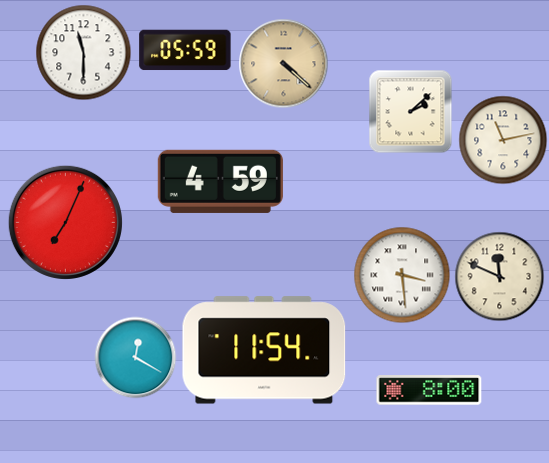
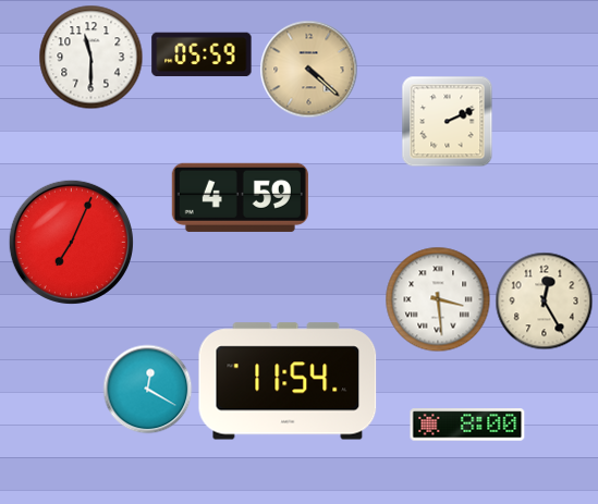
clock at (410, 111): 2:08 -> 2:11
clock at (503, 140): 11:13 -> none
clock at (499, 276): 11:49 -> 12:25
